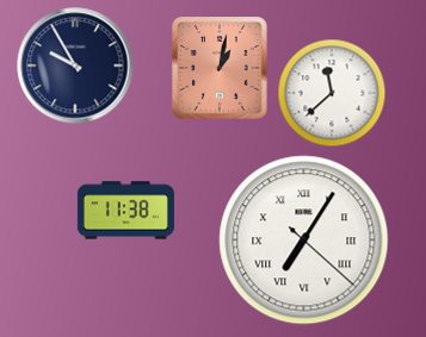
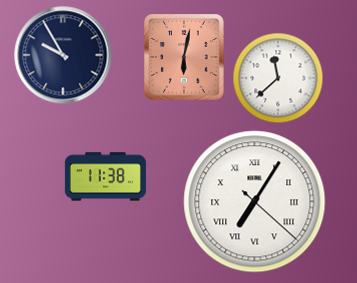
clock at (220, 68): 1:02 -> 6:02
